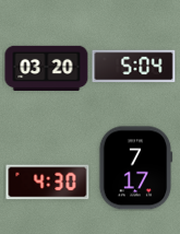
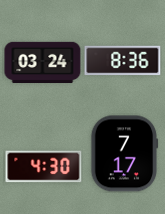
clock at (134, 67): 5:04 -> 8:36
clock at (47, 68): 03:20 -> 03:24
